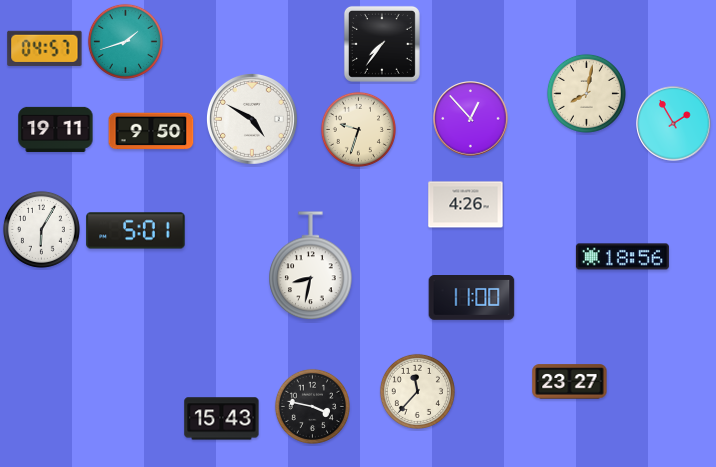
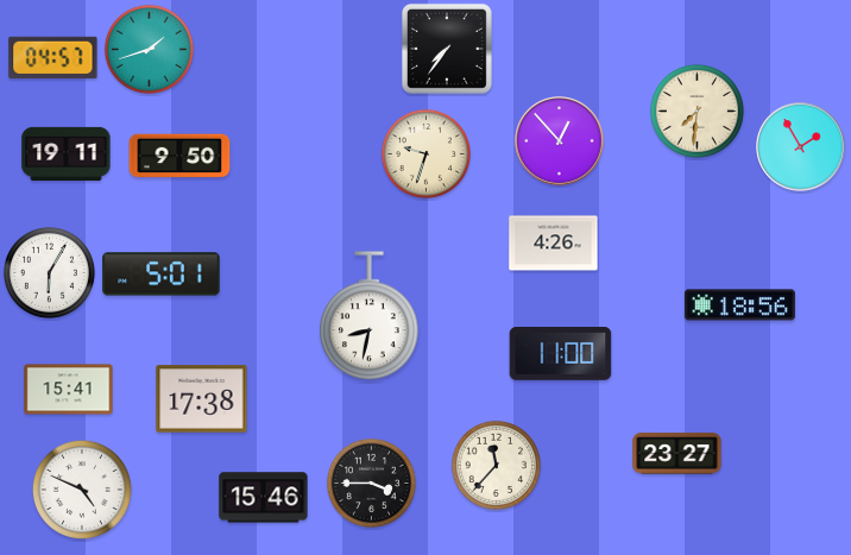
clock at (382, 44) position: (382, 44) -> (447, 49)
clock at (586, 93): 8:02 -> 7:31
clock at (252, 120): 4:50 -> none
clock at (69, 390): none -> 15:41
clock at (202, 399): none -> 17:38
clock at (312, 406): 3:47 -> 3:45
clock at (82, 490): none -> 4:49
clock at (222, 419): 15:43 -> 15:46
